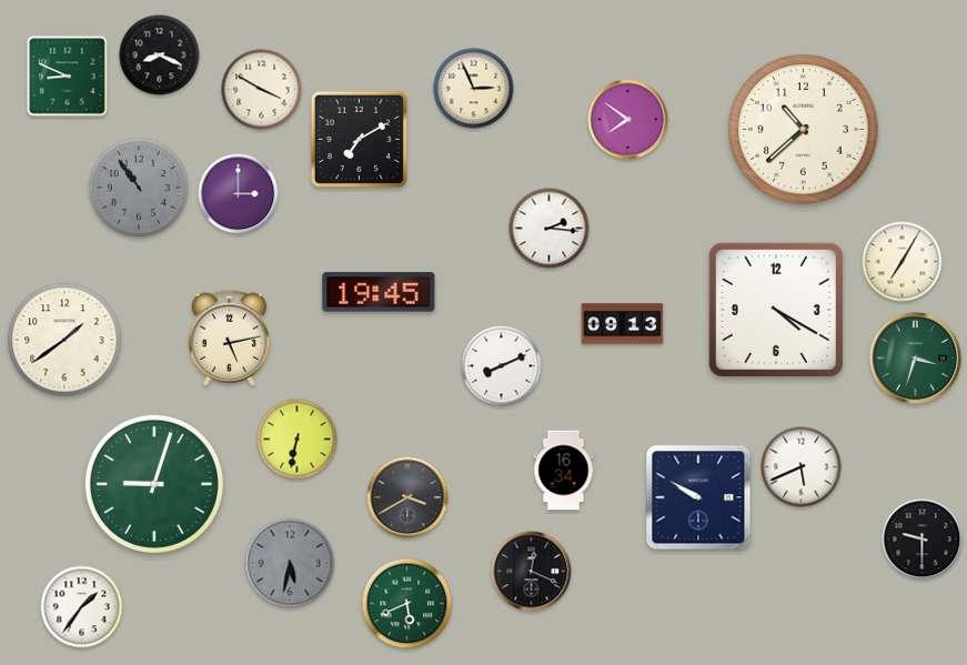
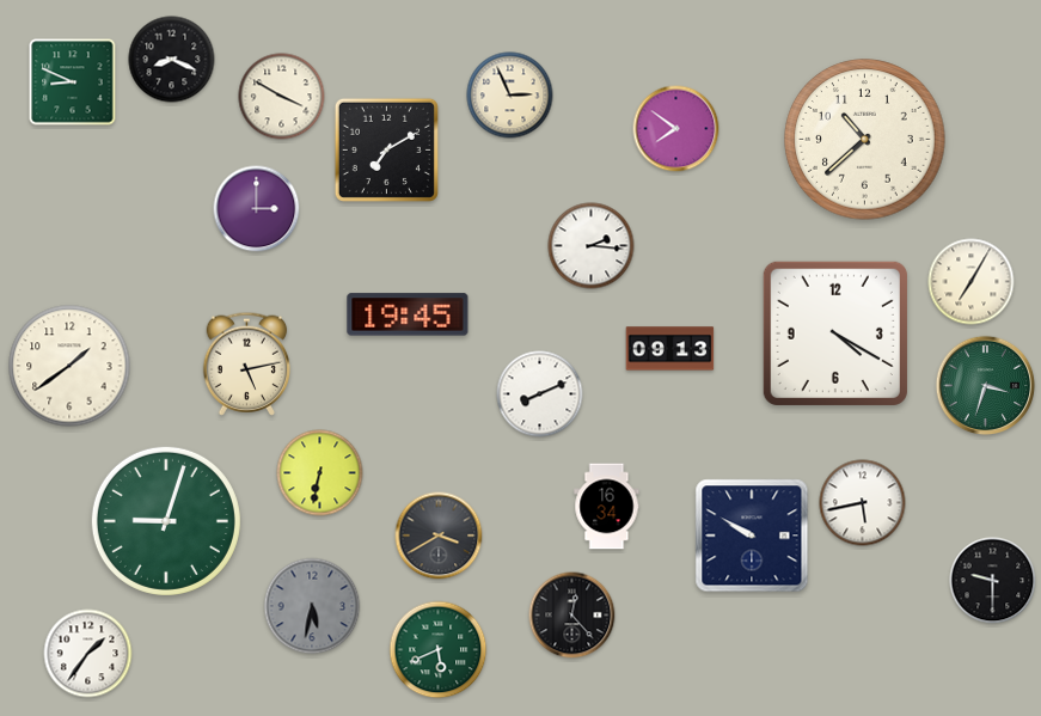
clock at (139, 188): 10:54 -> none
clock at (802, 467): 5:41 -> 5:43
clock at (532, 572): 12:19 -> 12:23
